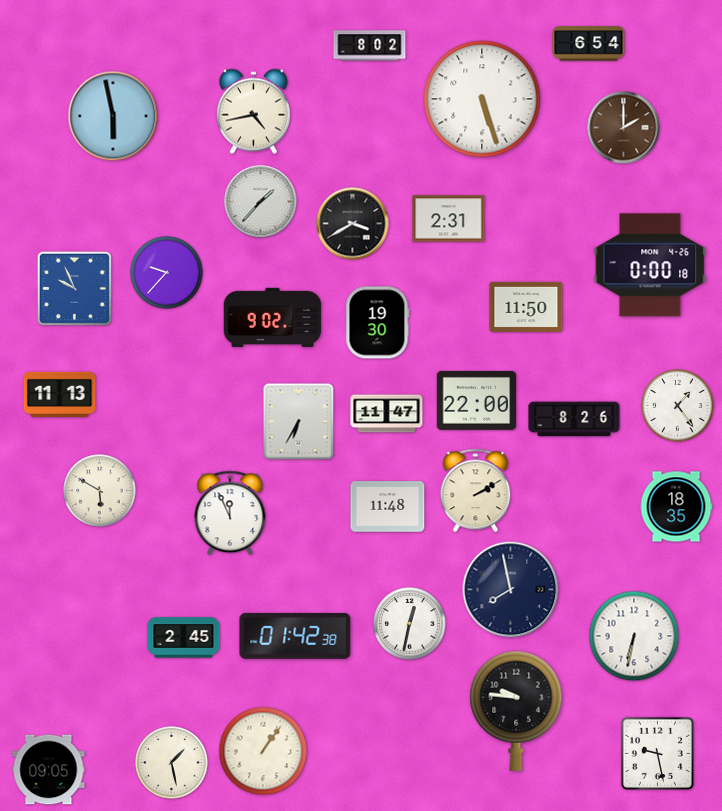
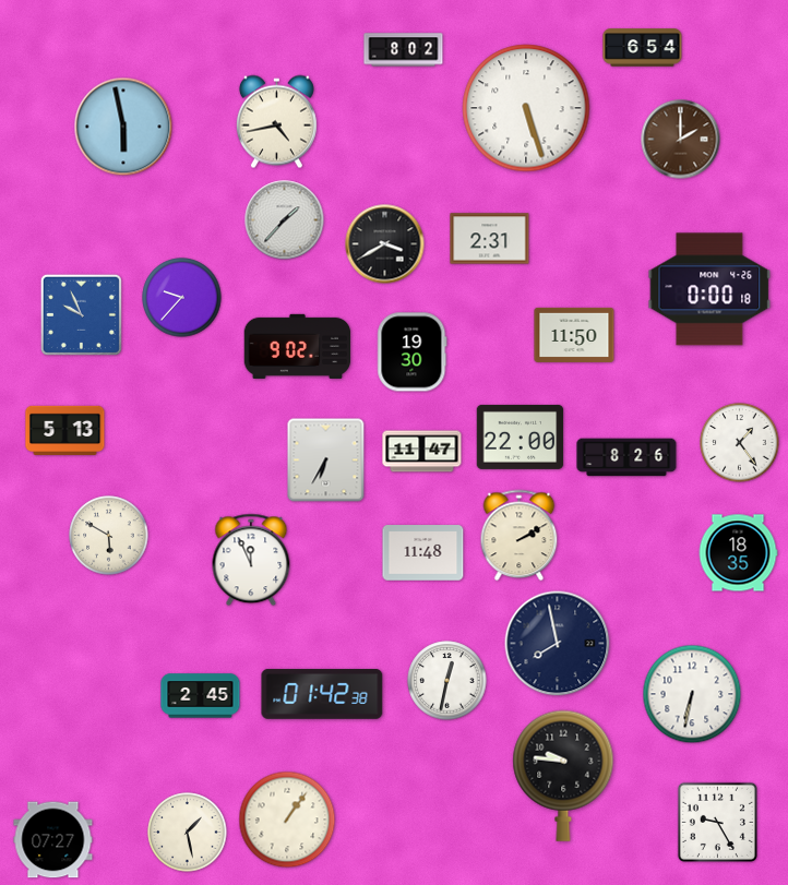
clock at (60, 394): 11:13 -> 5:13
clock at (657, 753): 9:28 -> 9:25
clock at (49, 770): 09:05 -> 07:27
